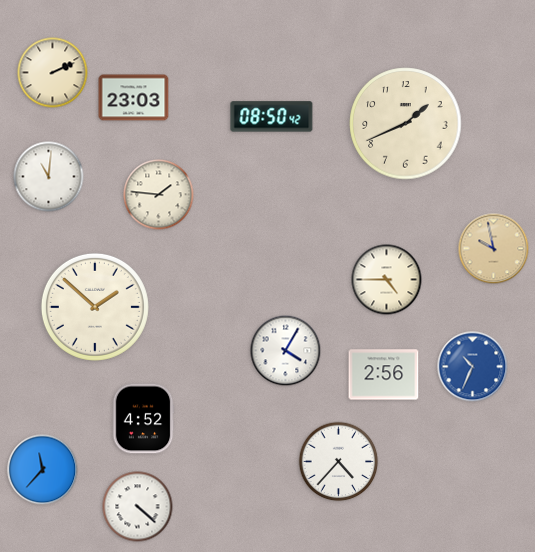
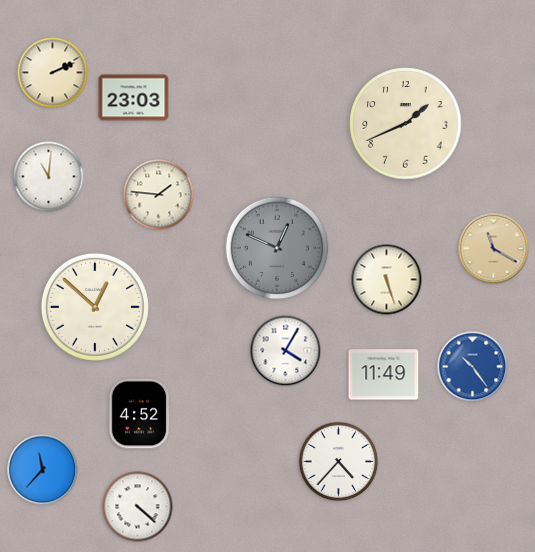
clock at (272, 117): 08:50 -> none
clock at (277, 248): none -> 12:49
clock at (494, 249): 9:58 -> 11:20
clock at (387, 280): 4:45 -> 5:27
clock at (95, 307): 1:52 -> 12:52
clock at (473, 367): 10:34 -> 10:24
clock at (384, 375): 2:56 -> 11:49
clock at (143, 419) position: (143, 419) -> (139, 414)
